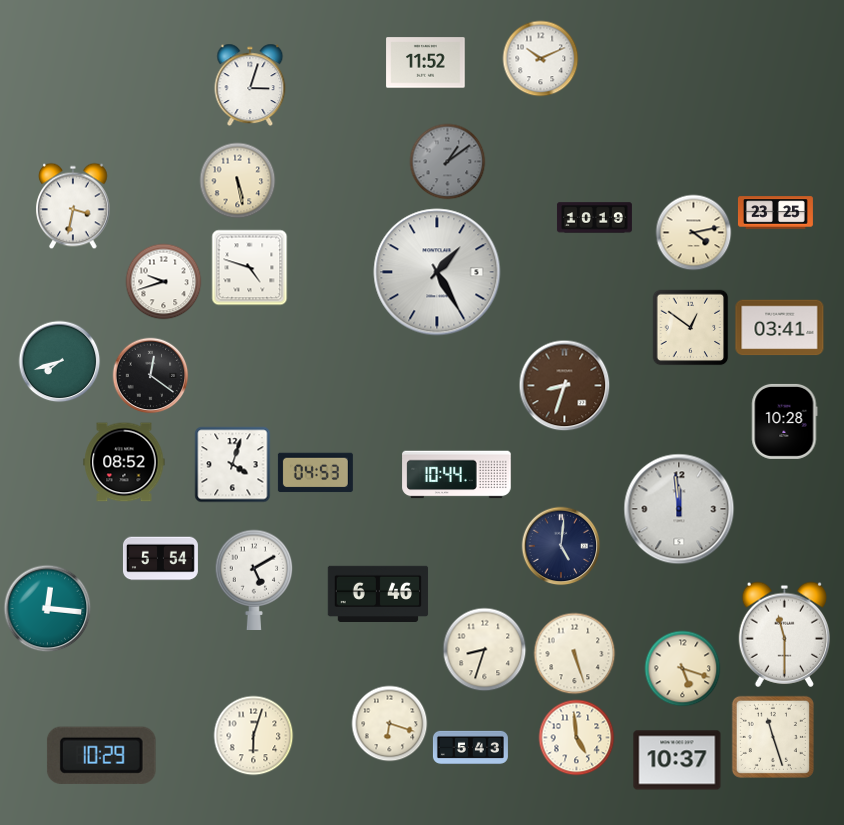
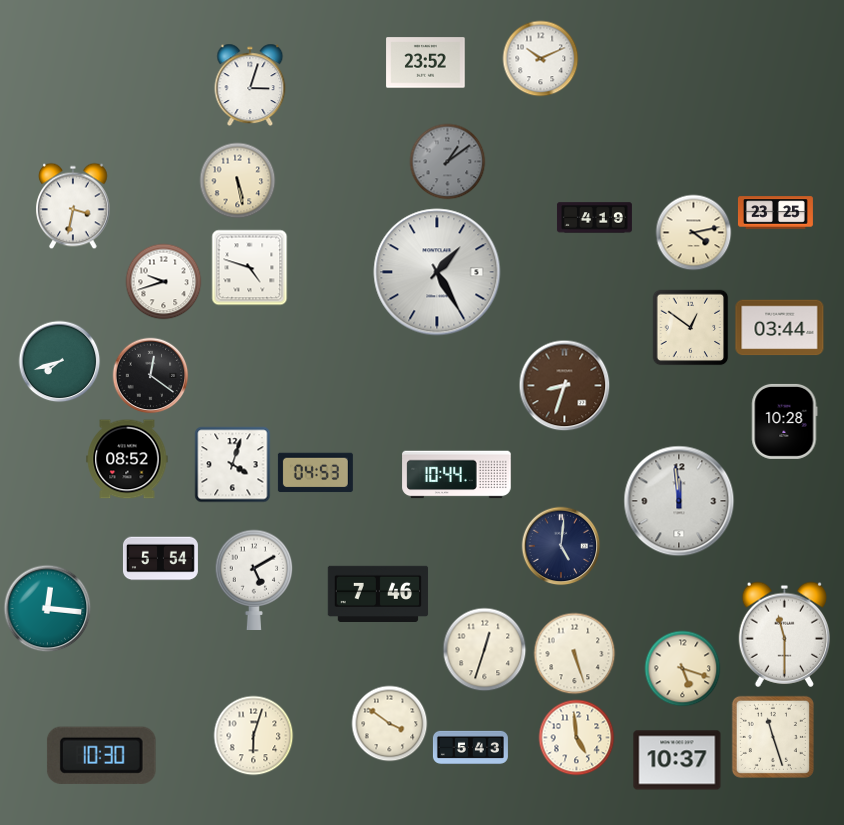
clock at (426, 63): 11:52 -> 23:52
clock at (594, 218): 10:19 -> 4:19
clock at (780, 328): 03:41 -> 03:44
clock at (124, 462) position: (124, 462) -> (127, 459)
clock at (679, 509) position: (679, 509) -> (679, 501)
clock at (378, 593): 6:46 -> 7:46
clock at (485, 650): 8:33 -> 12:33
clock at (390, 724): 6:18 -> 3:51
clock at (101, 755): 10:29 -> 10:30
